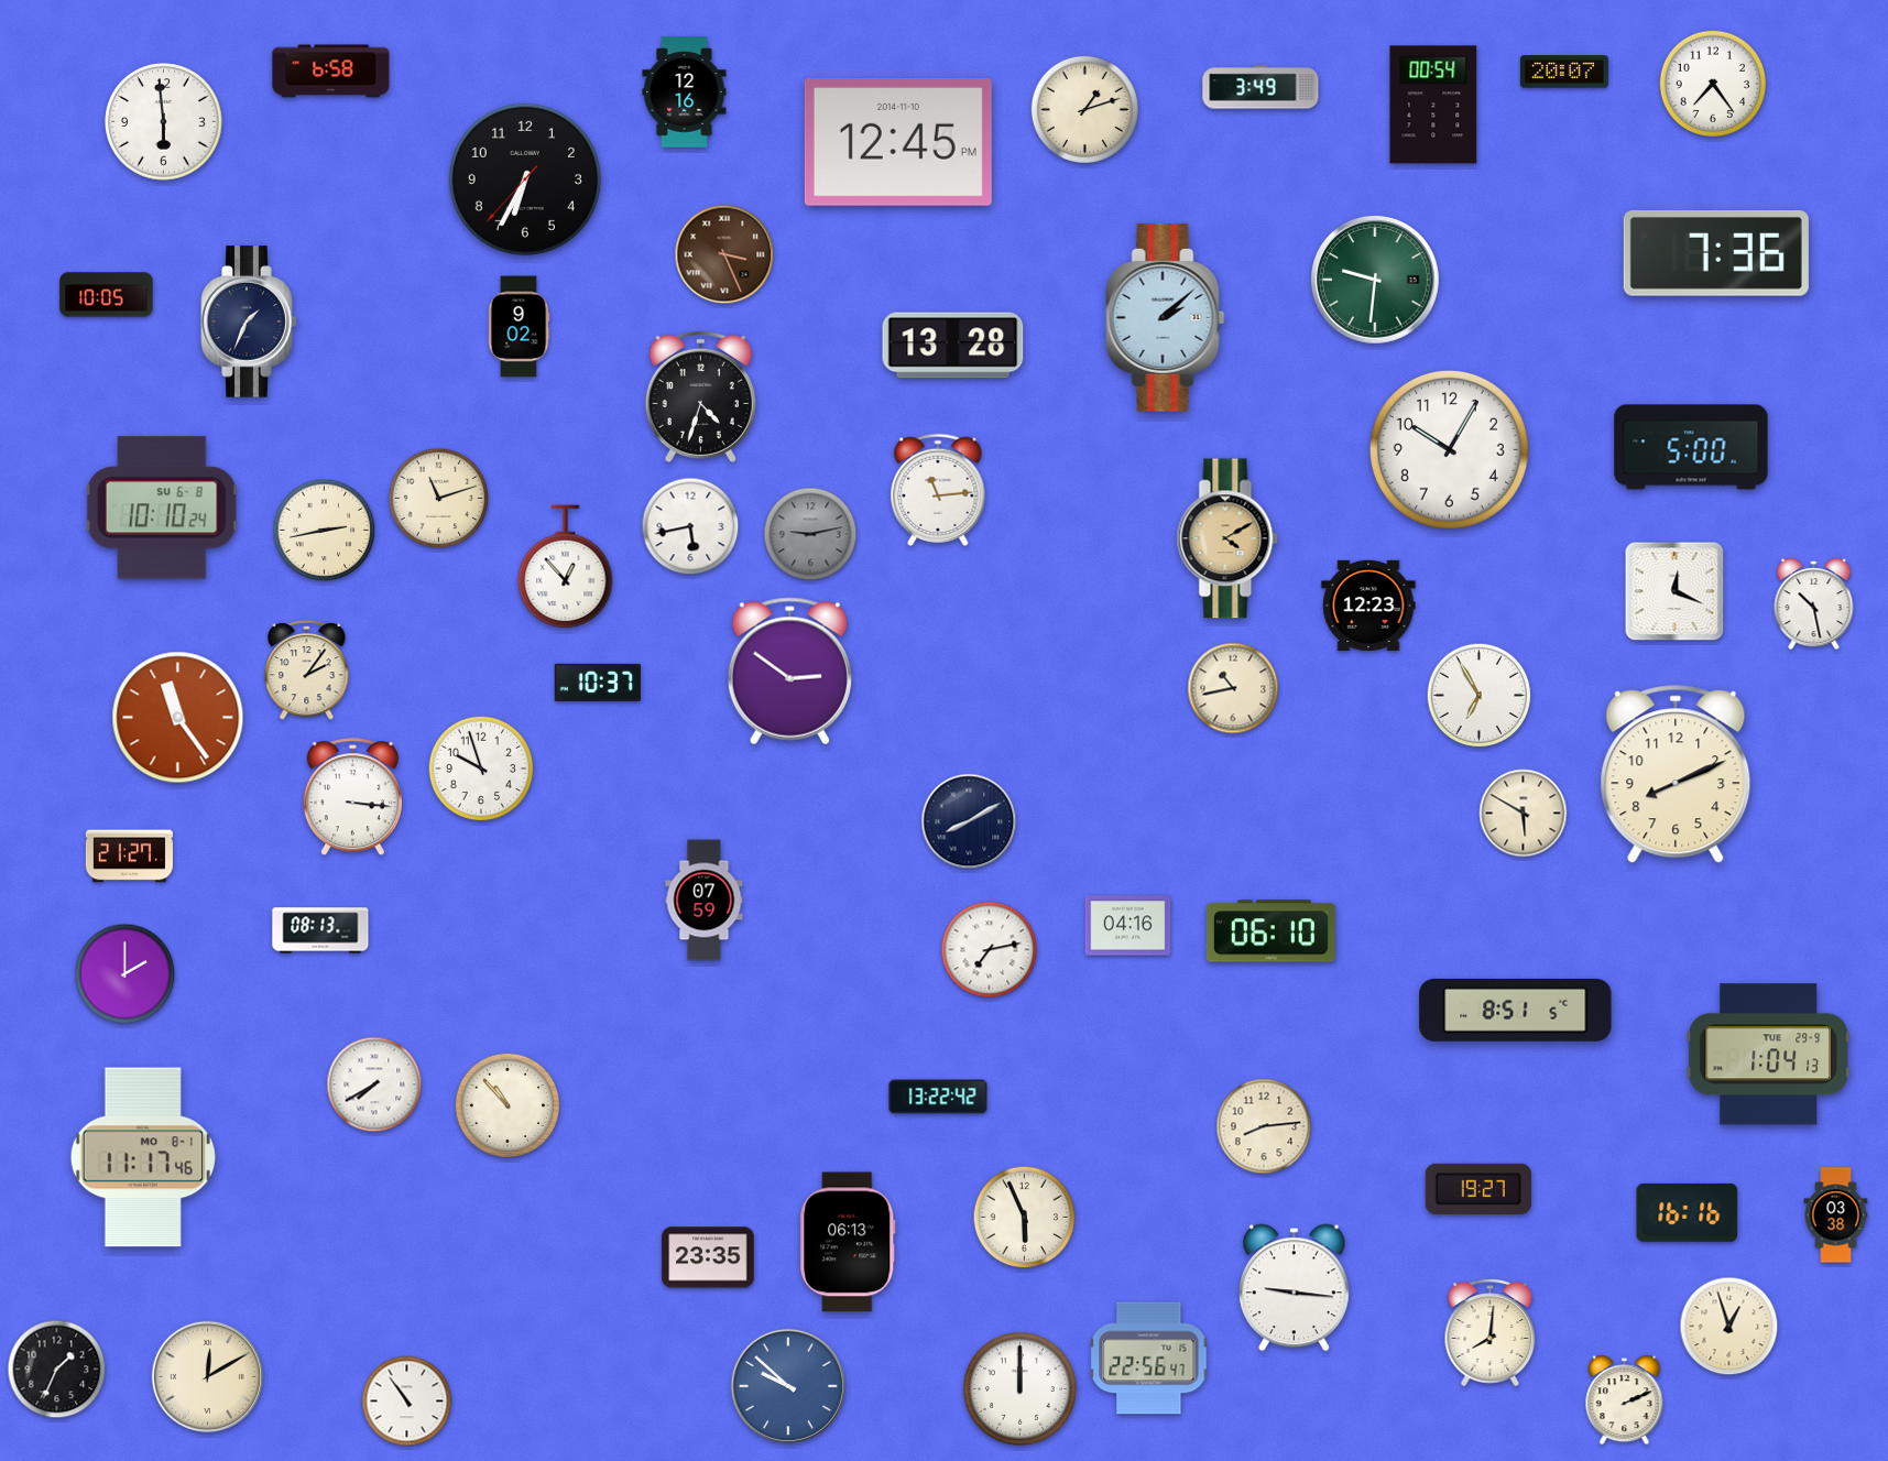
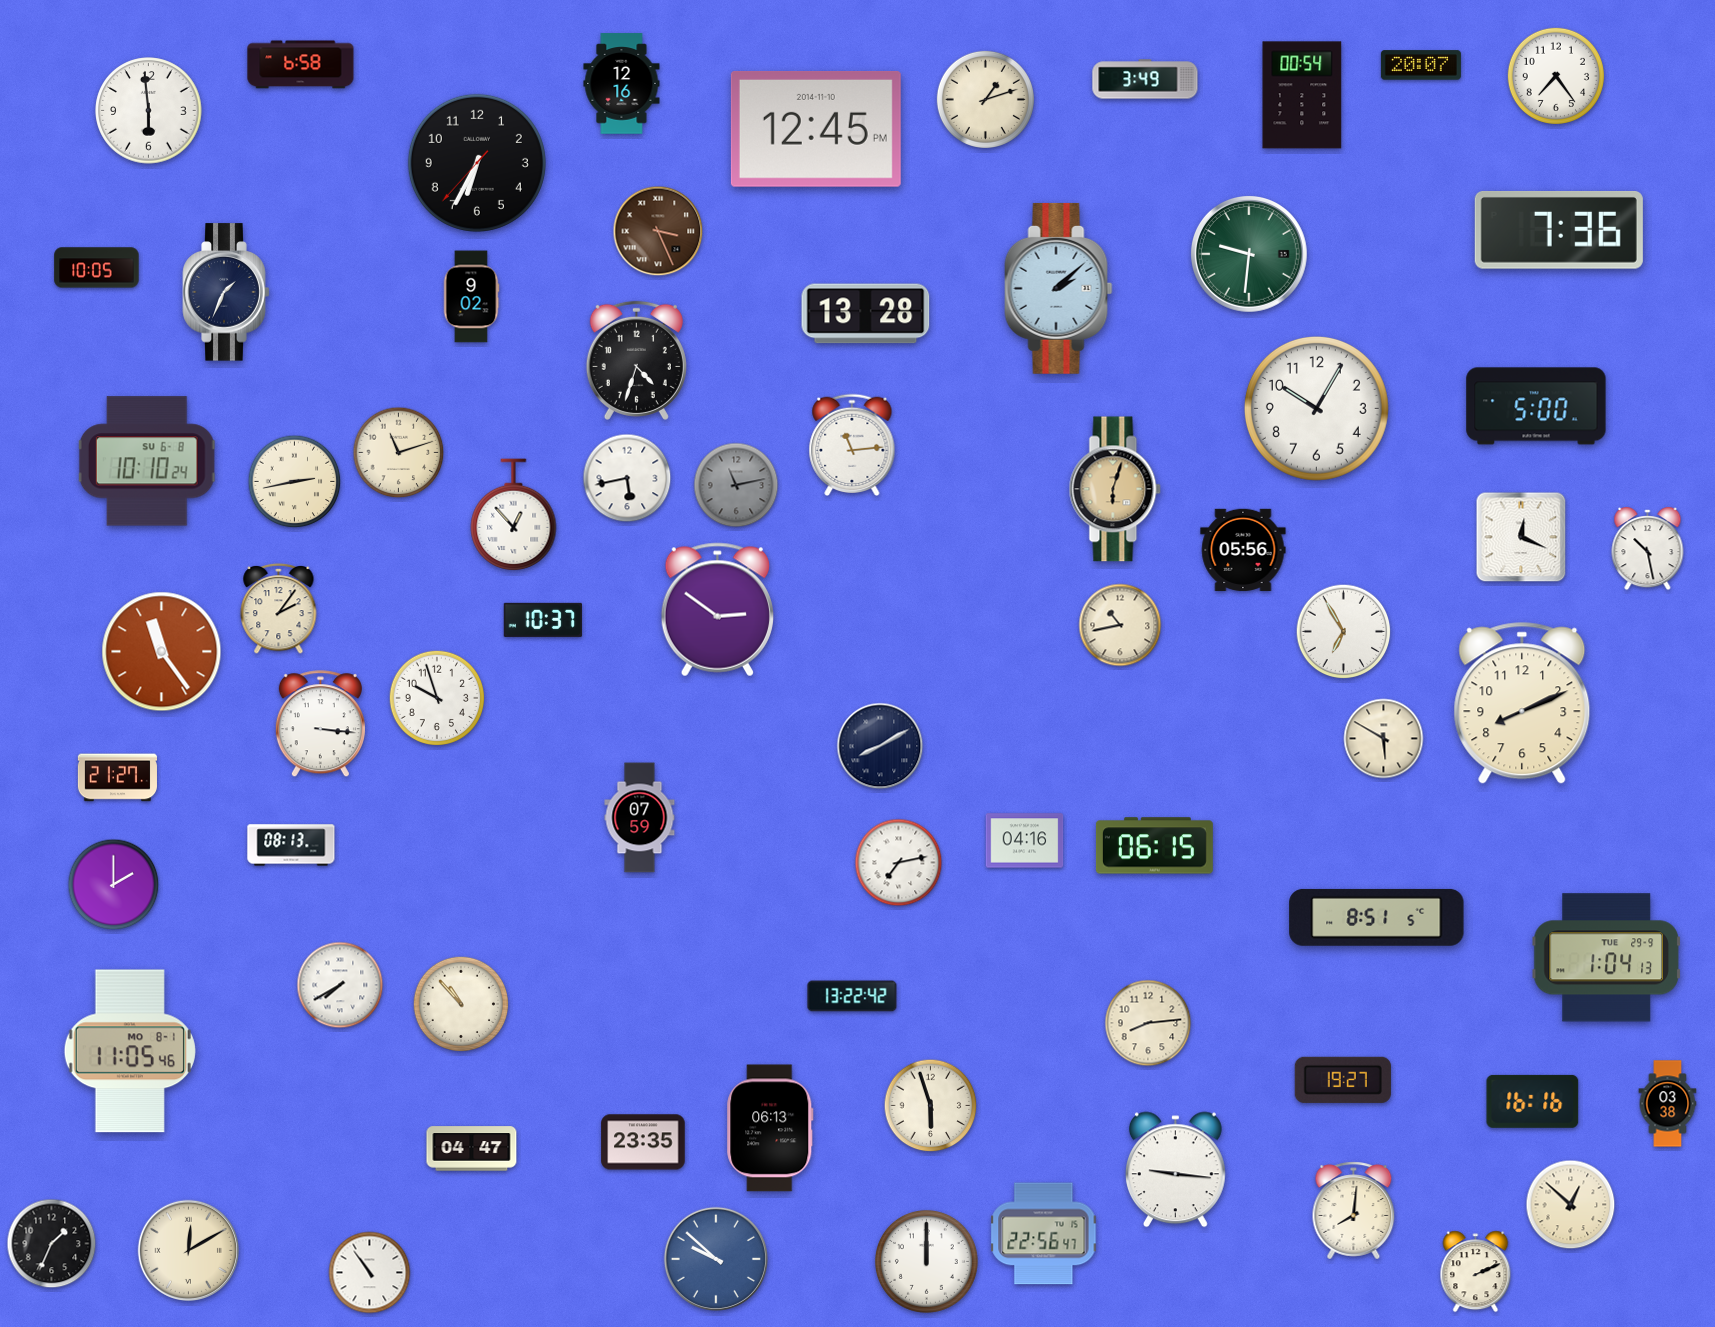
clock at (810, 534): 9:13 -> 11:13
clock at (1227, 538): 4:10 -> 6:03
clock at (1368, 606): 12:23 -> 05:56
clock at (1270, 931): 06:10 -> 06:15
clock at (143, 1157): 11:17 -> 11:05
clock at (1025, 1218): 5:56 -> 5:57
clock at (472, 1149): none -> 04:47
clock at (1729, 1327): 12:57 -> 12:52
